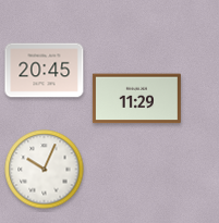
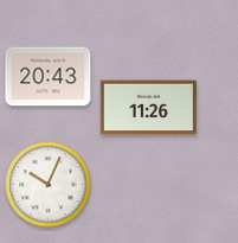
clock at (45, 71): 20:45 -> 20:43
clock at (136, 99): 11:29 -> 11:26
